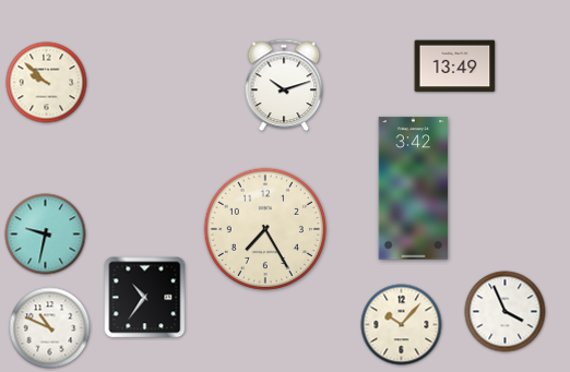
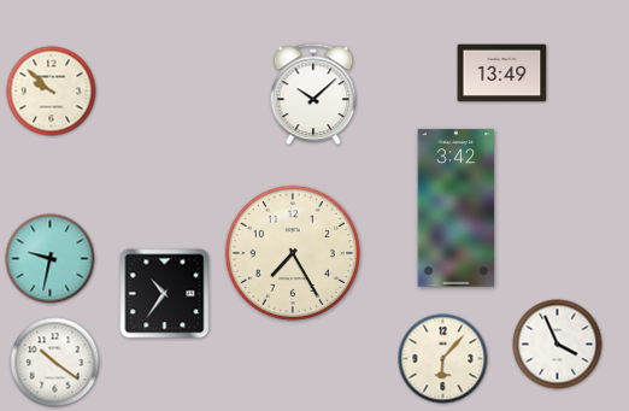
clock at (284, 85): 10:12 -> 10:08
clock at (145, 298) position: (145, 298) -> (165, 294)
clock at (402, 325): 10:07 -> 6:07
clock at (50, 328): 10:49 -> 10:21
